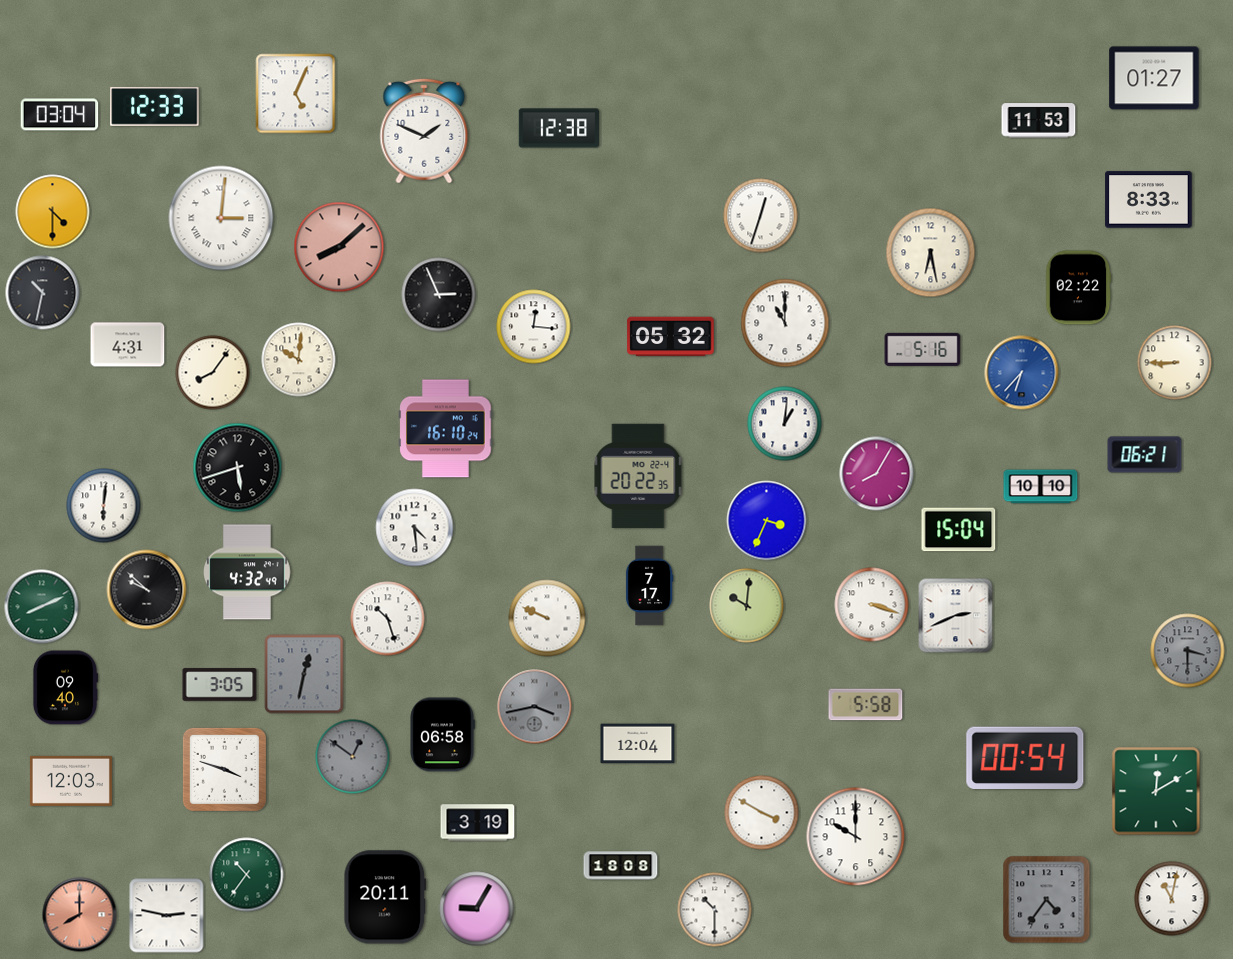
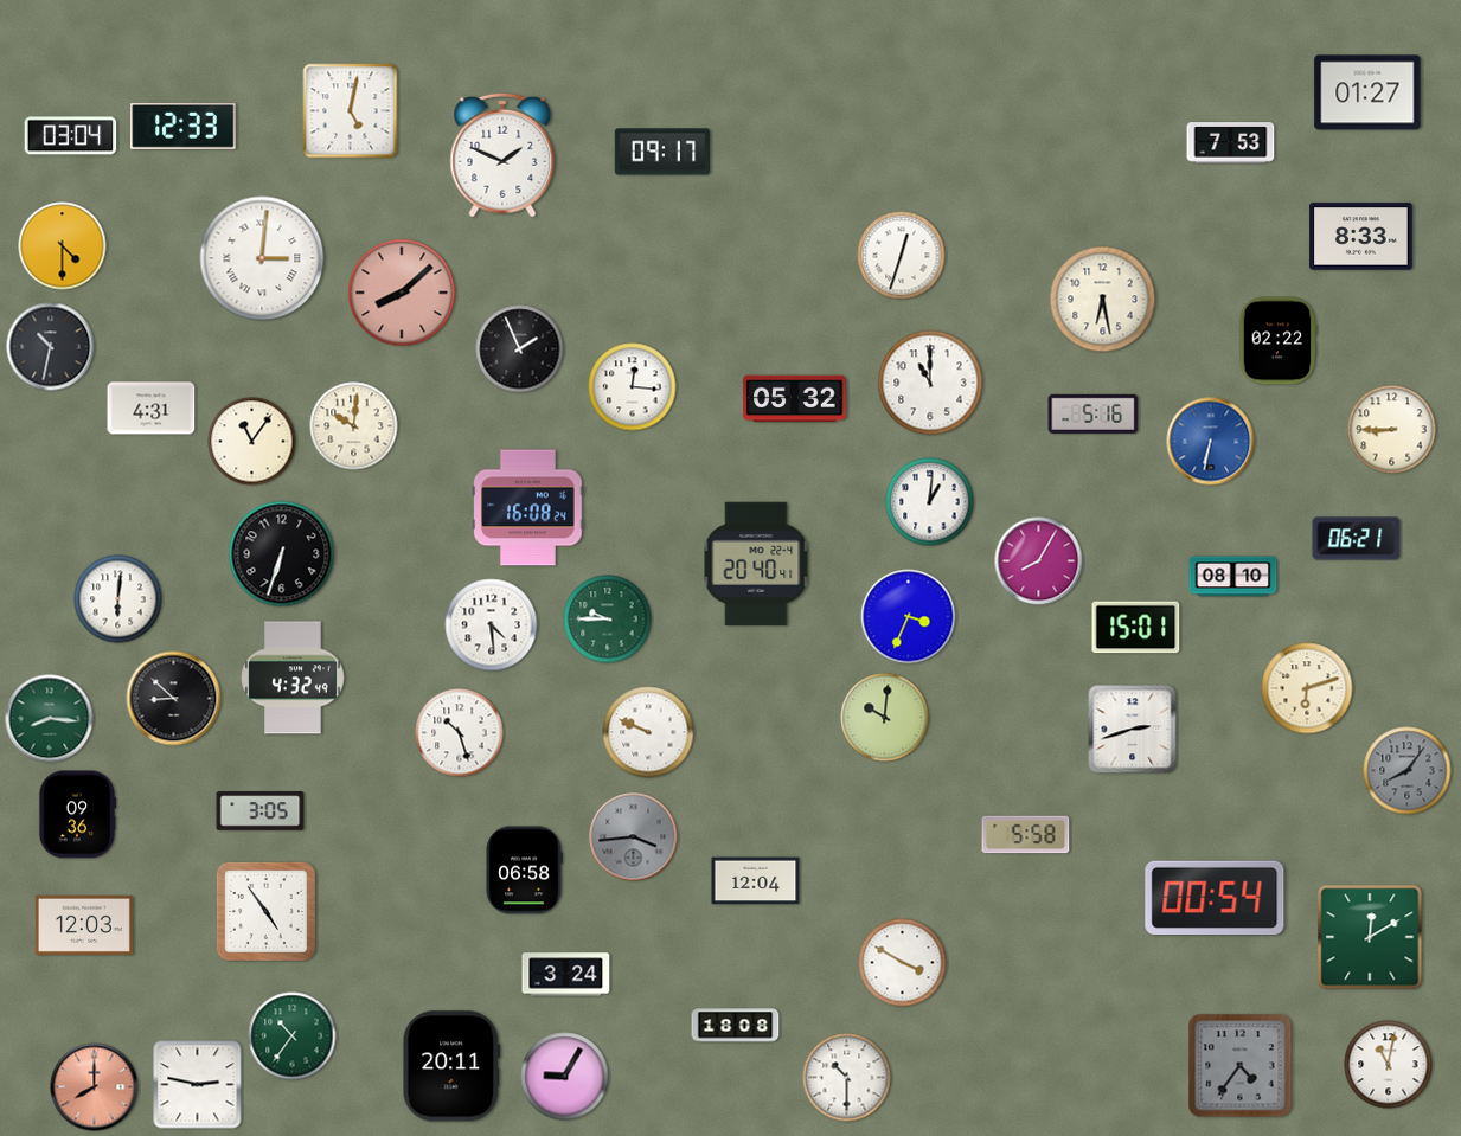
clock at (296, 94): 5:04 -> 5:02
clock at (1039, 121): 11:53 -> 7:53
clock at (559, 128): 12:38 -> 09:17
clock at (53, 212) position: (53, 212) -> (63, 246)
clock at (439, 295): 2:56 -> 1:56
clock at (213, 373): 8:06 -> 11:06
clock at (1022, 373): 6:37 -> 6:32
clock at (446, 429): 16:10 -> 16:08
clock at (238, 468): 5:42 -> 6:33
clock at (638, 476): 20:22 -> 20:40
clock at (1041, 487): 10:10 -> 08:10
clock at (104, 506) position: (104, 506) -> (118, 599)
clock at (608, 620): none -> 9:45
clock at (959, 530): 15:04 -> 15:01
clock at (1307, 688): none -> 6:12
clock at (649, 586): 7:17 -> none
clock at (147, 590): 9:52 -> 8:52
clock at (872, 605): 3:18 -> none
clock at (42, 607): 8:11 -> 8:16
clock at (956, 616): 2:41 -> 2:42
clock at (1188, 651): 3:30 -> 8:06
clock at (304, 674): 12:32 -> none
clock at (65, 688): 09:40 -> 09:36
clock at (535, 707): 3:43 -> 3:44
clock at (353, 757): 12:51 -> none
clock at (224, 769): 3:48 -> 4:54
clock at (478, 823): 3:19 -> 3:24
clock at (856, 837): 10:00 -> none
clock at (385, 897) position: (385, 897) -> (451, 1066)
clock at (80, 915) position: (80, 915) -> (95, 1087)
